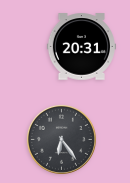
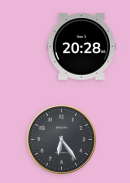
clock at (81, 47): 20:31 -> 20:28
